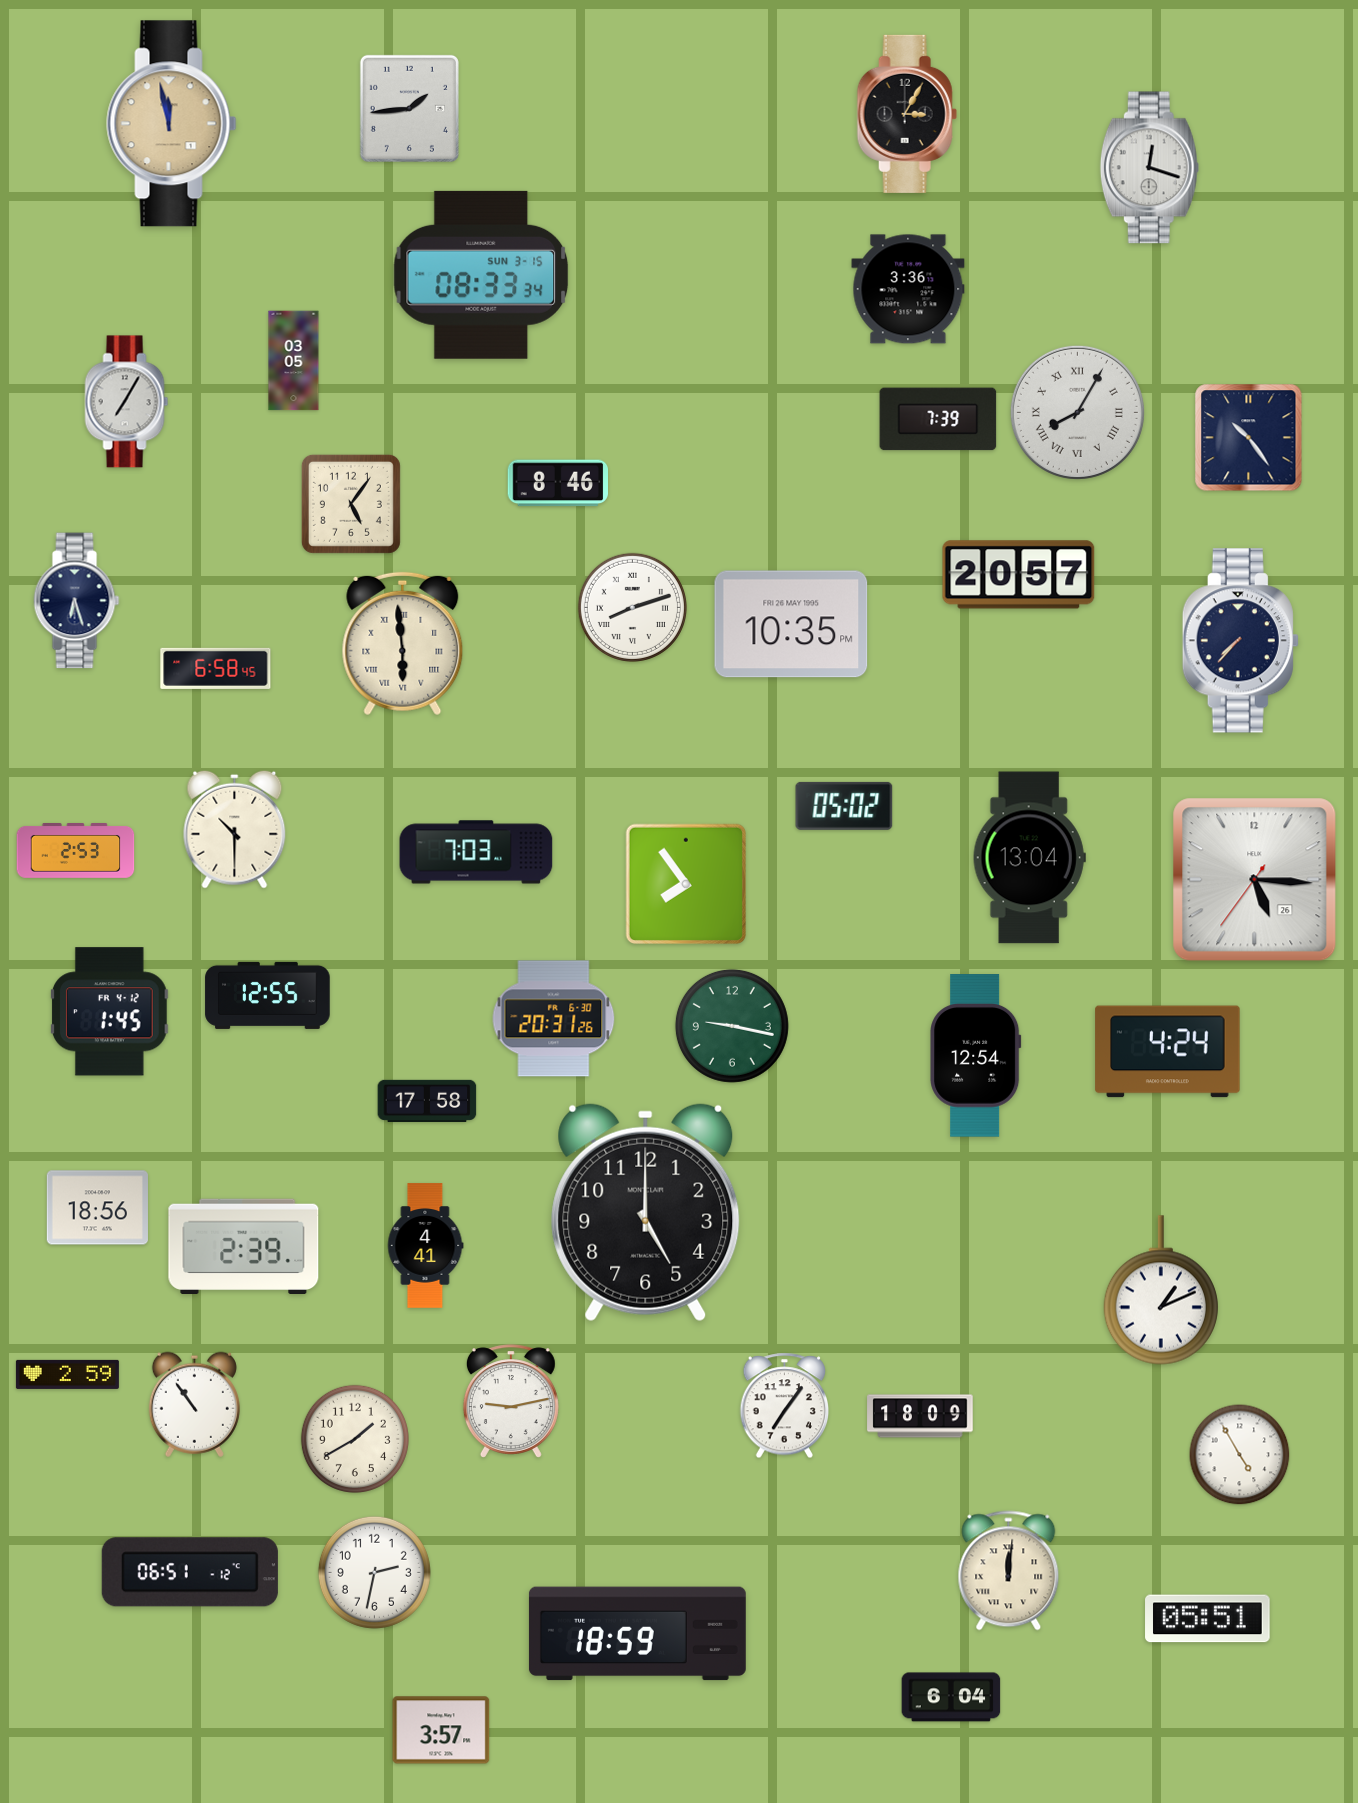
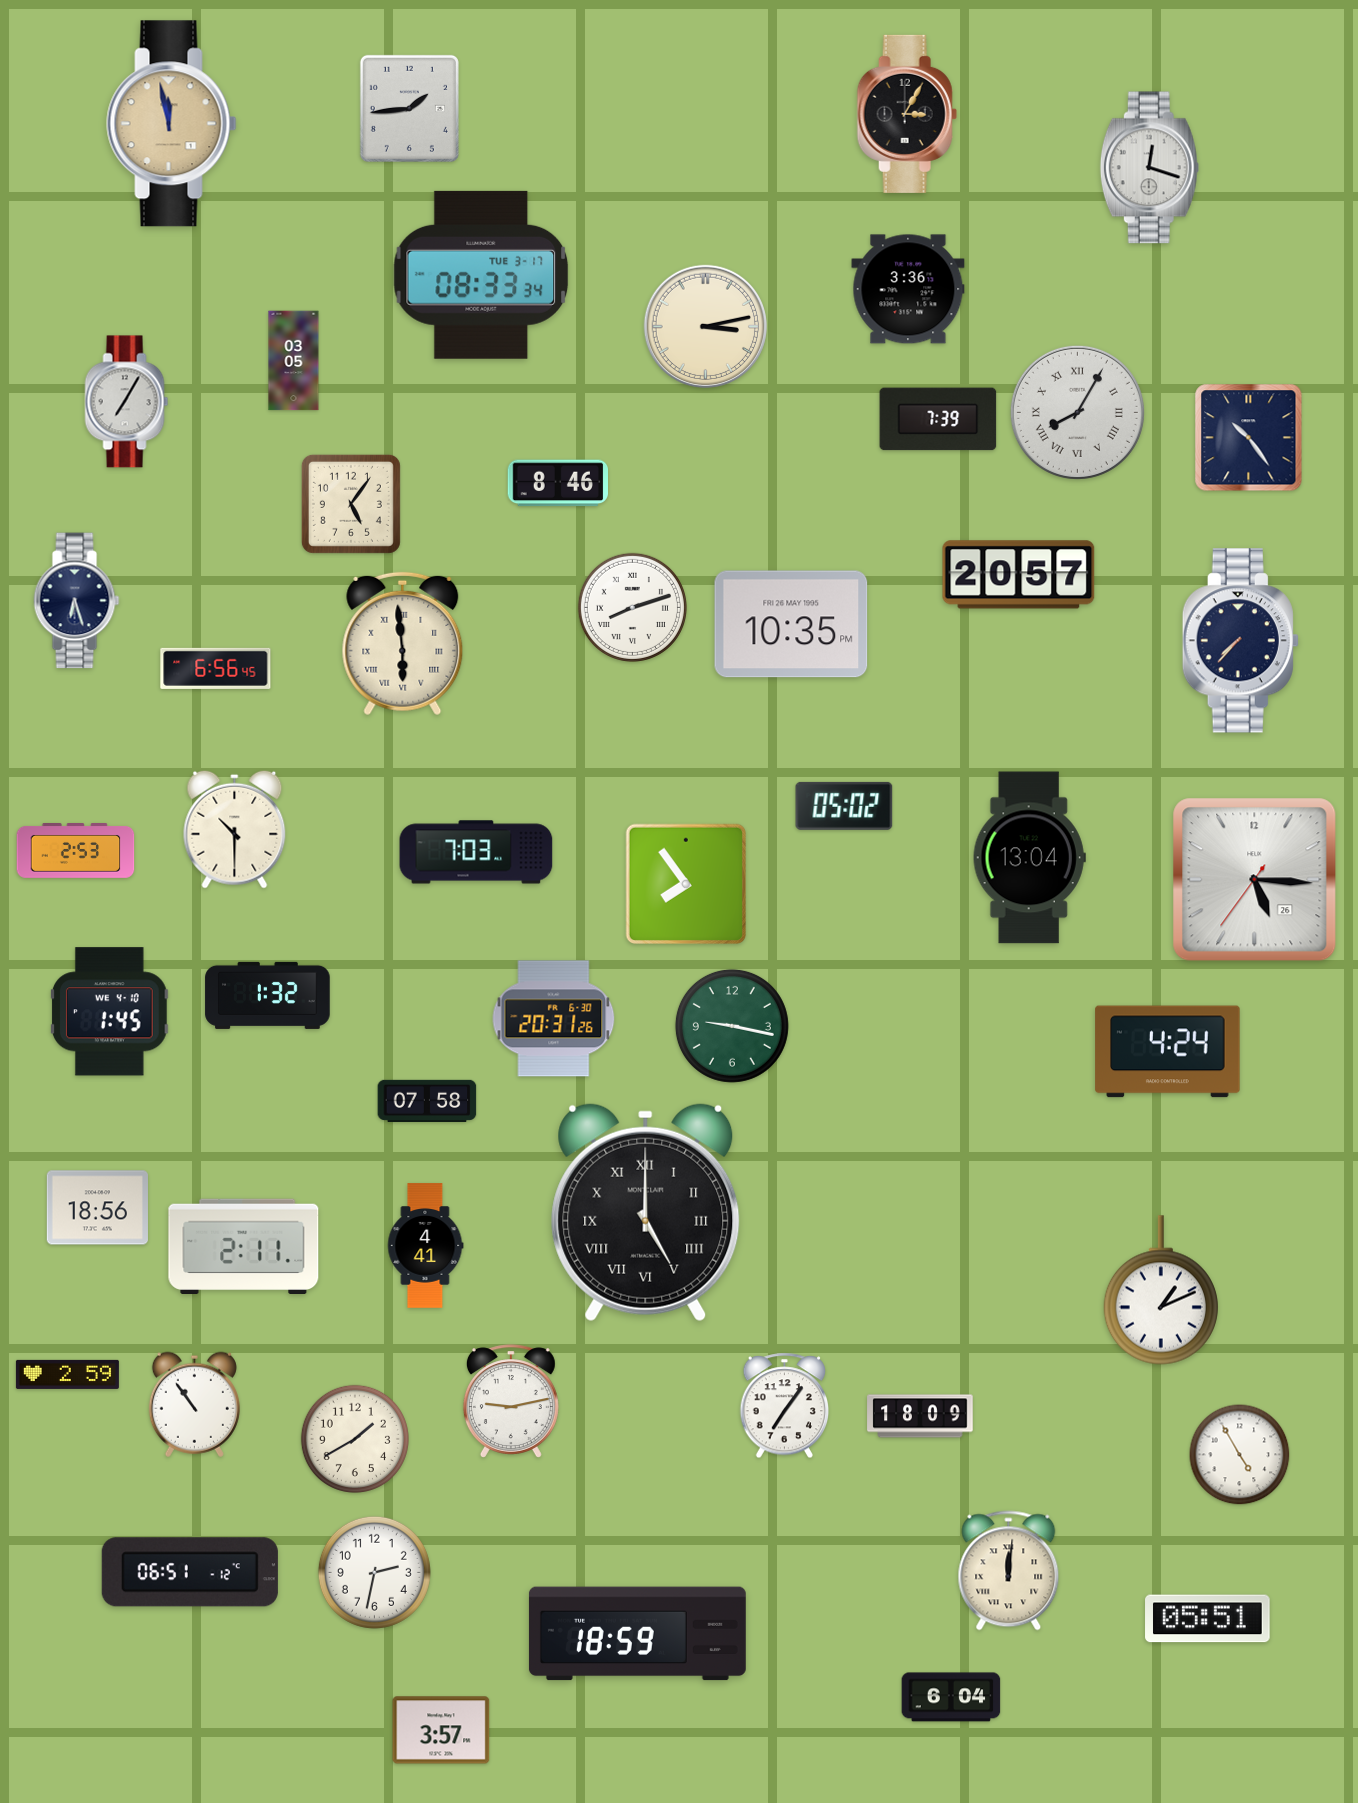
clock at (481, 275) date: SUN 3-15 -> TUE 3-17
clock at (705, 326): none -> 3:13
clock at (216, 668): 6:58 -> 6:56
clock at (268, 995): 12:55 -> 1:32
clock at (109, 1012) date: FR 4-12 -> WE 4-10
clock at (976, 1056): 12:54 -> none
clock at (427, 1101): 17:58 -> 07:58
clock at (646, 1213) numerals: Arabic -> Roman
clock at (244, 1246): 2:39 -> 2:11
